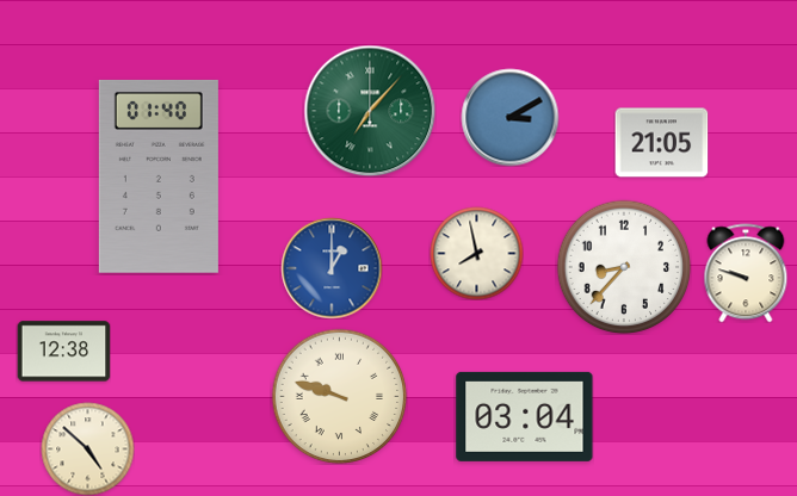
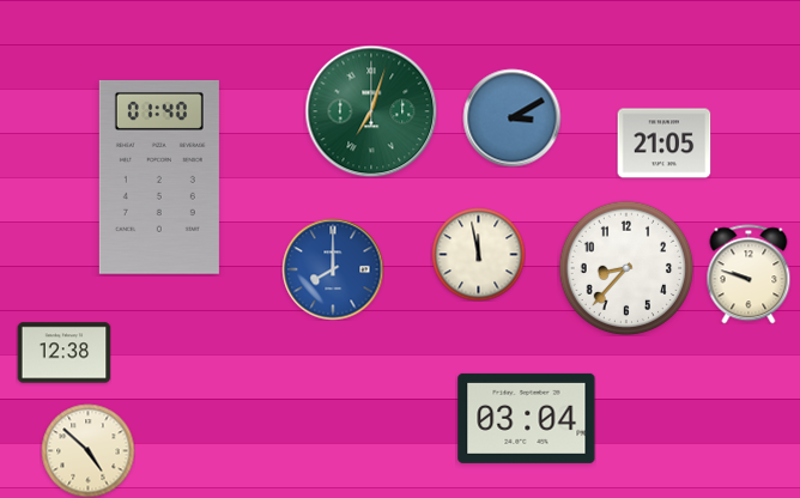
clock at (370, 111): 7:07 -> 7:03
clock at (476, 253): 7:58 -> 11:58
clock at (332, 268): 1:00 -> 8:00
clock at (339, 396): 9:48 -> none
